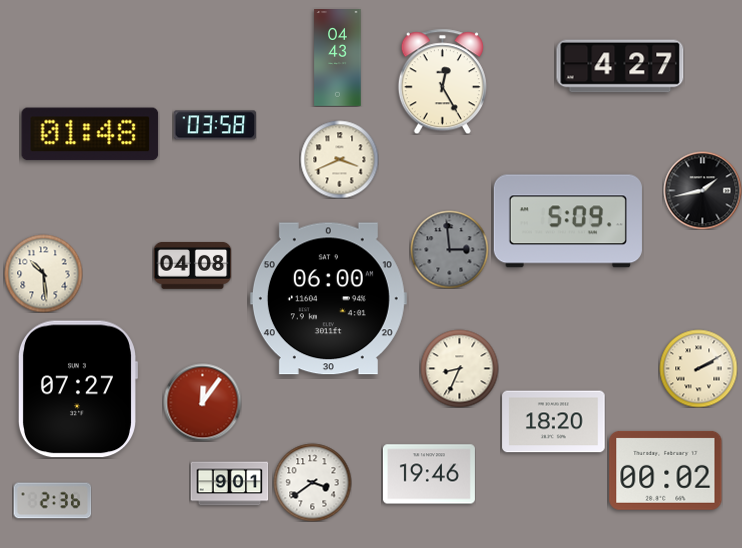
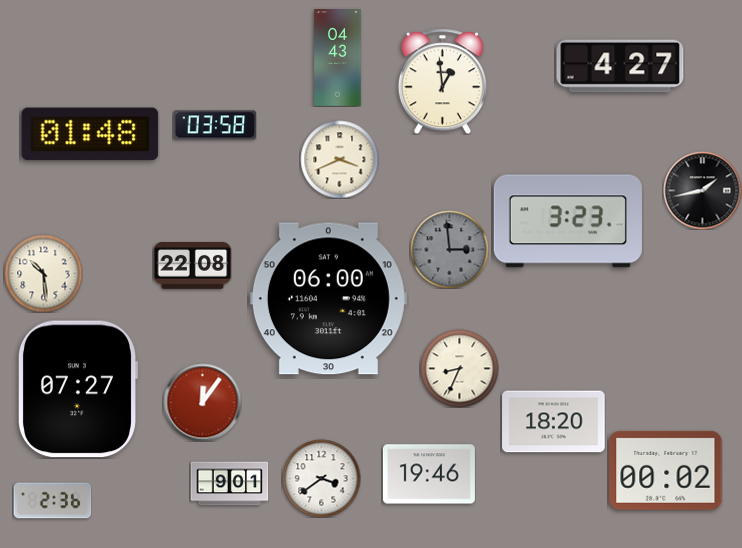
clock at (442, 81): 12:25 -> 12:59
clock at (568, 221): 5:09 -> 3:23
clock at (192, 265): 04:08 -> 22:08
clock at (698, 368): 2:10 -> none
clock at (312, 482) position: (312, 482) -> (321, 478)
